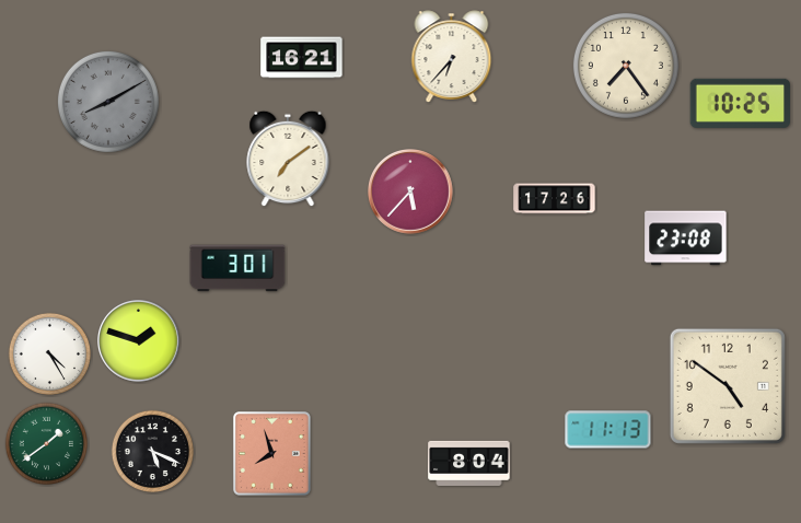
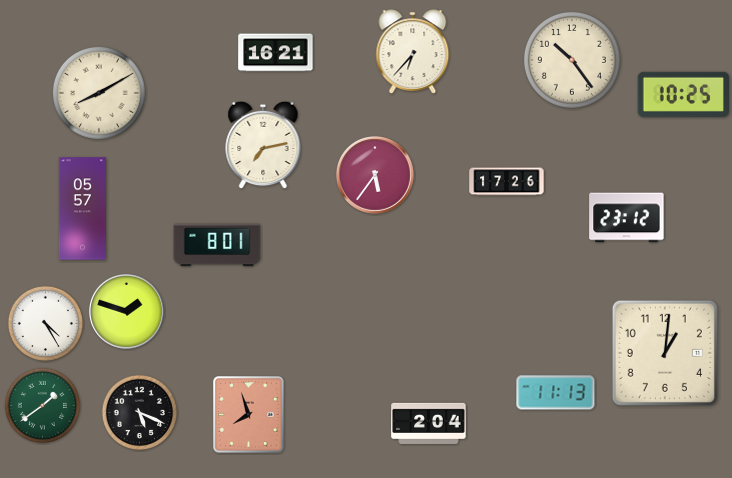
clock at (626, 66): 7:24 -> 10:24
clock at (108, 102) dial: grey -> cream
clock at (740, 103) position: (740, 103) -> (683, 94)
clock at (288, 159): 7:09 -> 7:13
clock at (411, 193): 5:37 -> 5:36
clock at (82, 209): none -> 05:57
clock at (686, 239): 23:08 -> 23:12
clock at (237, 268): 3:01 -> 8:01
clock at (728, 386): 4:51 -> 1:01
clock at (469, 463): 8:04 -> 2:04
